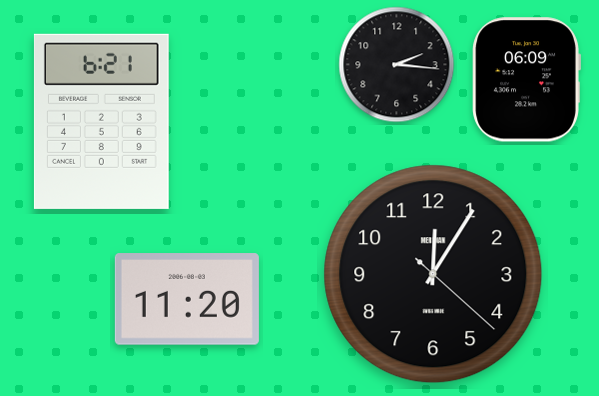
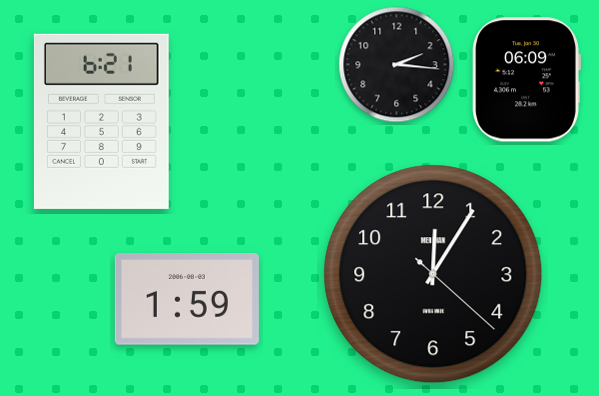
clock at (187, 299): 11:20 -> 1:59
